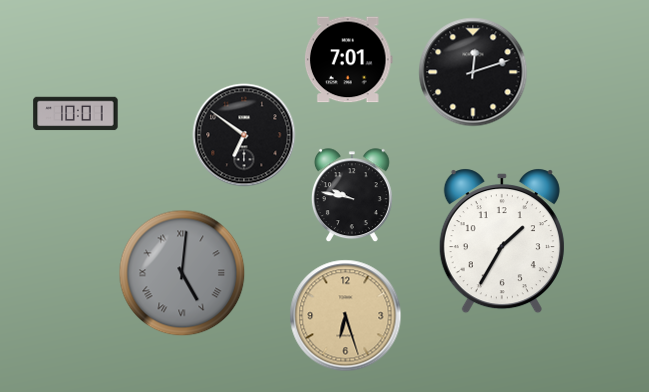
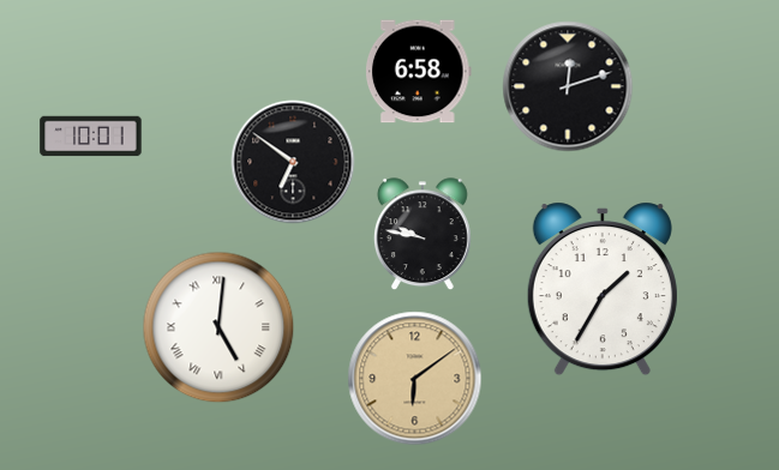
clock at (349, 60): 7:01 -> 6:58
clock at (182, 273) dial: grey -> white
clock at (346, 316): 6:27 -> 6:09
